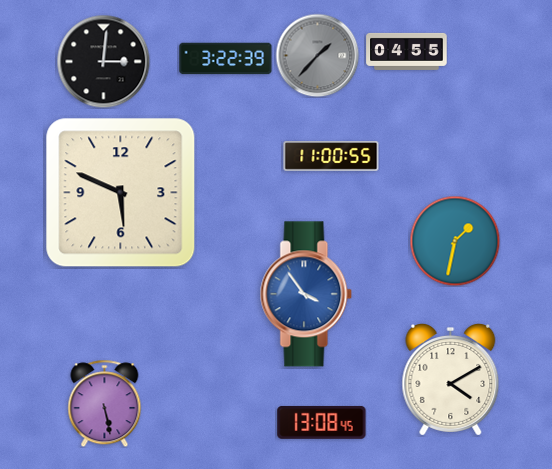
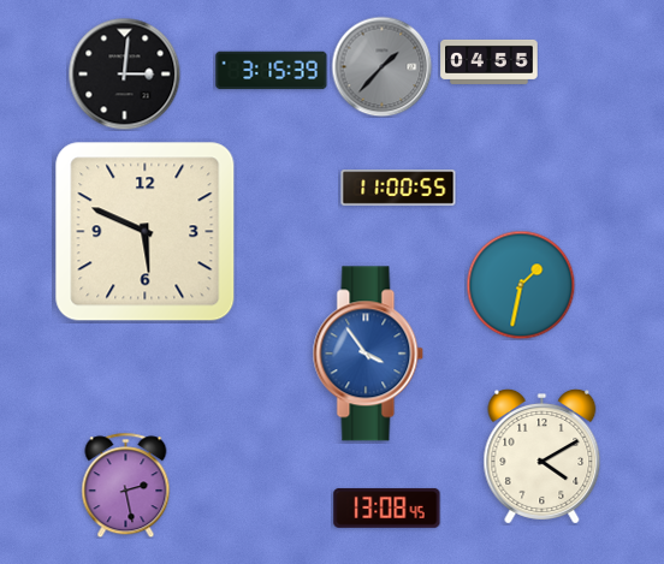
clock at (226, 59): 3:22 -> 3:15
clock at (455, 241) position: (455, 241) -> (521, 285)
clock at (105, 403): 5:28 -> 2:28
